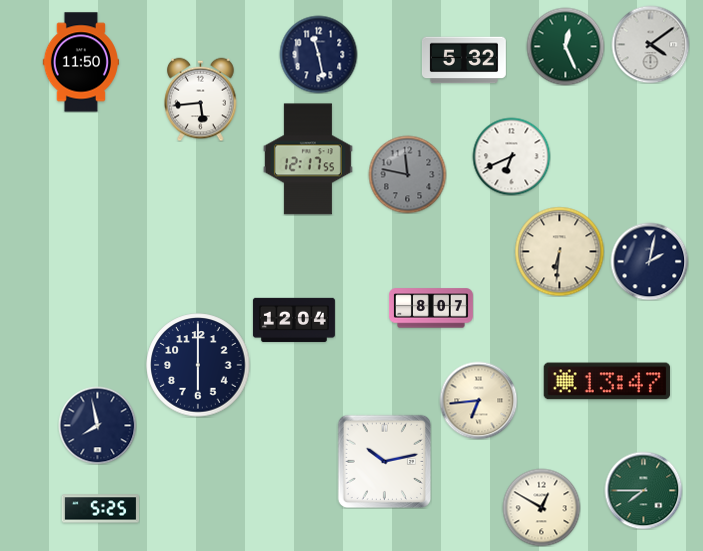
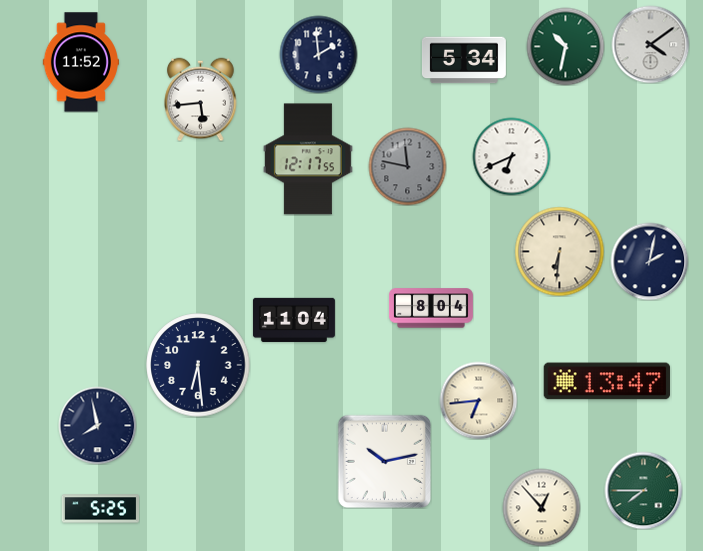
clock at (565, 46): 12:26 -> 10:32
clock at (318, 54): 11:28 -> 1:59
clock at (464, 60): 5:32 -> 5:34
clock at (80, 62): 11:50 -> 11:52
clock at (407, 174) position: (407, 174) -> (407, 166)
clock at (431, 308): 8:07 -> 8:04
clock at (294, 320): 12:04 -> 11:04
clock at (198, 365): 6:00 -> 6:29
clock at (541, 507): 12:50 -> 12:53
